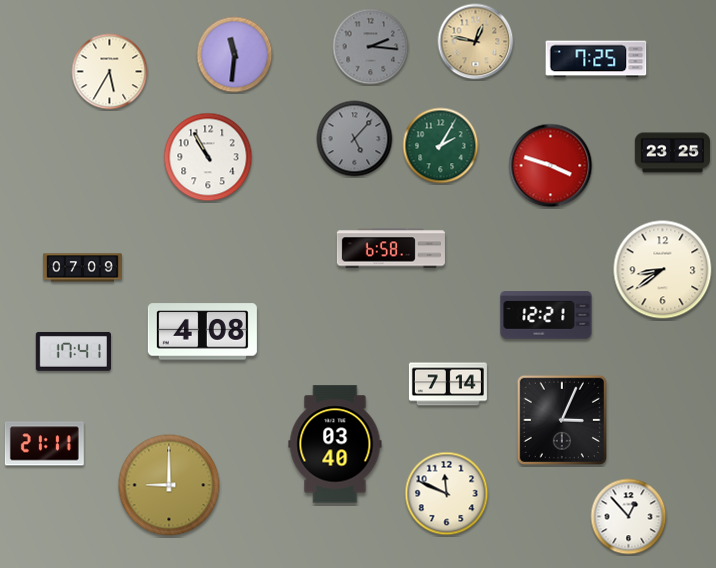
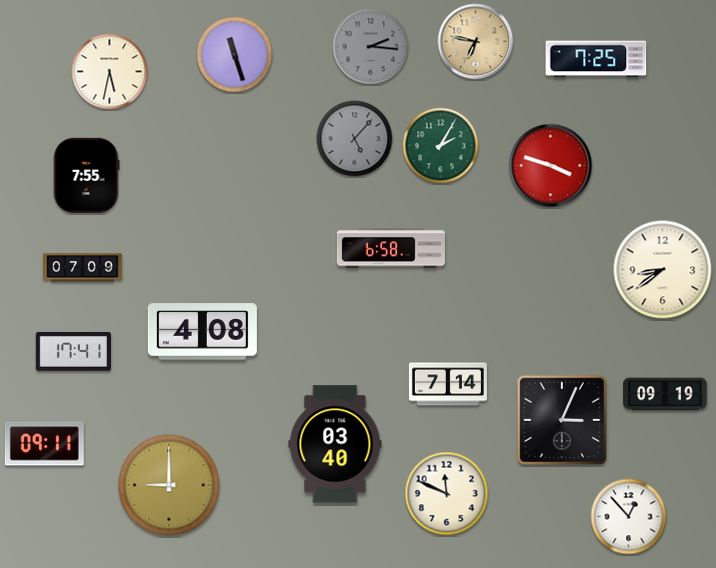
clock at (476, 42): 12:47 -> 6:47
clock at (235, 55): 11:31 -> 11:27
clock at (110, 72): 5:35 -> 5:32
clock at (673, 153): 23:25 -> none
clock at (208, 157): 10:55 -> none
clock at (86, 175): none -> 7:55
clock at (546, 315): 12:21 -> none
clock at (665, 394): none -> 09:19
clock at (44, 444): 21:11 -> 09:11
